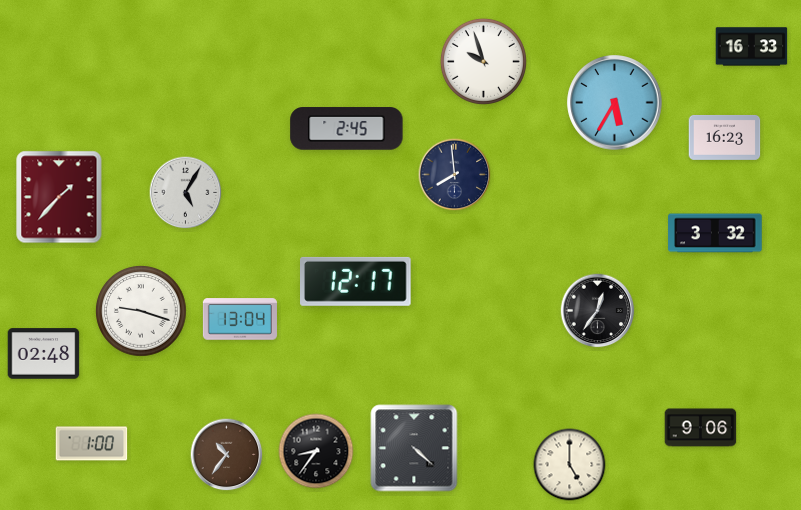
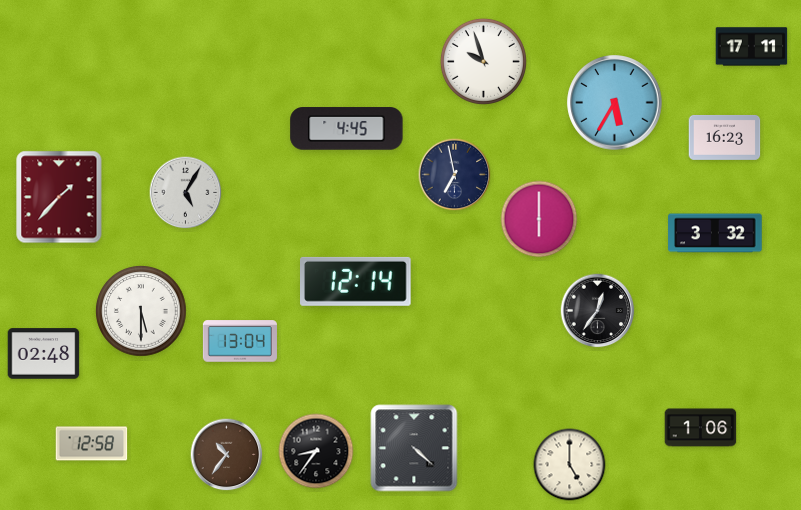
clock at (752, 47): 16:33 -> 17:11
clock at (347, 129): 2:45 -> 4:45
clock at (455, 175): 7:59 -> 6:58
clock at (539, 219): none -> 6:00
clock at (356, 281): 12:17 -> 12:14
clock at (141, 311): 9:18 -> 5:30
clock at (240, 319) position: (240, 319) -> (240, 341)
clock at (701, 428): 9:06 -> 1:06
clock at (92, 444): 1:00 -> 12:58
